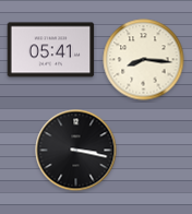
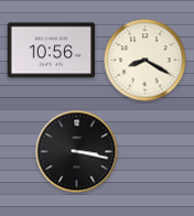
clock at (51, 50): 05:41 -> 10:56
clock at (144, 60): 8:16 -> 8:20
